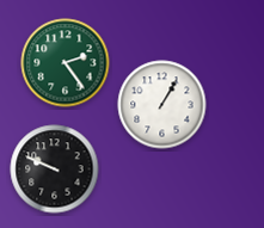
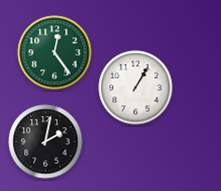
clock at (66, 63): 2:24 -> 12:24
clock at (55, 170): 9:49 -> 2:02
